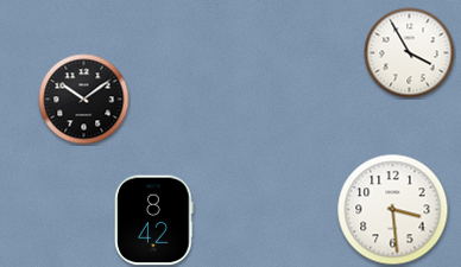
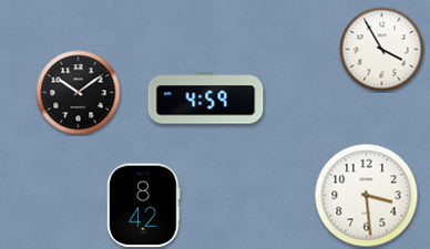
clock at (206, 98): none -> 4:59
